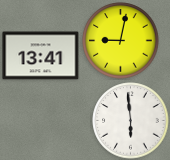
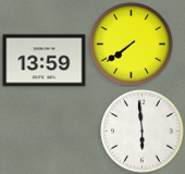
clock at (121, 41): 9:02 -> 7:39
clock at (41, 56): 13:41 -> 13:59
